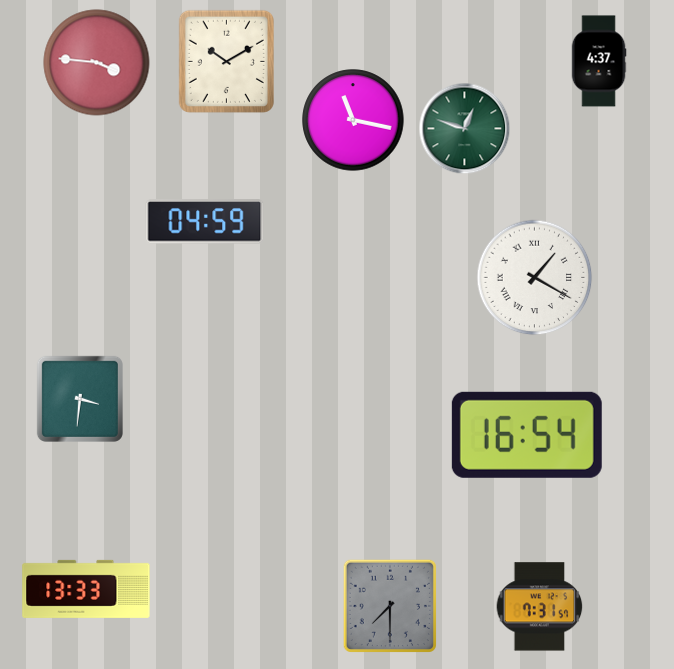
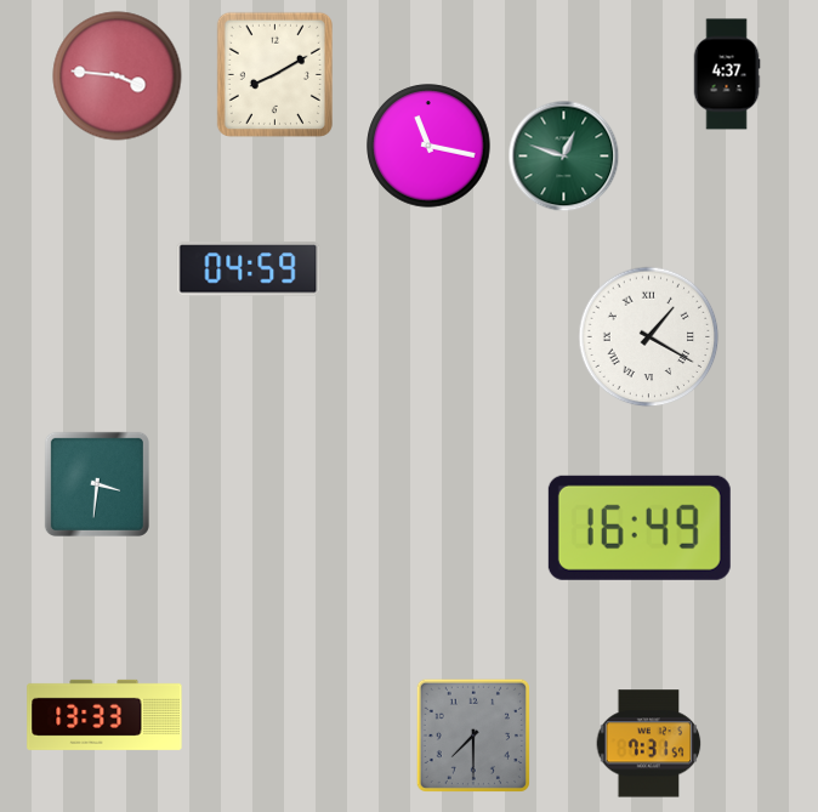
clock at (226, 61): 10:10 -> 8:10
clock at (527, 435): 16:54 -> 16:49
clock at (540, 607) position: (540, 607) -> (649, 744)
